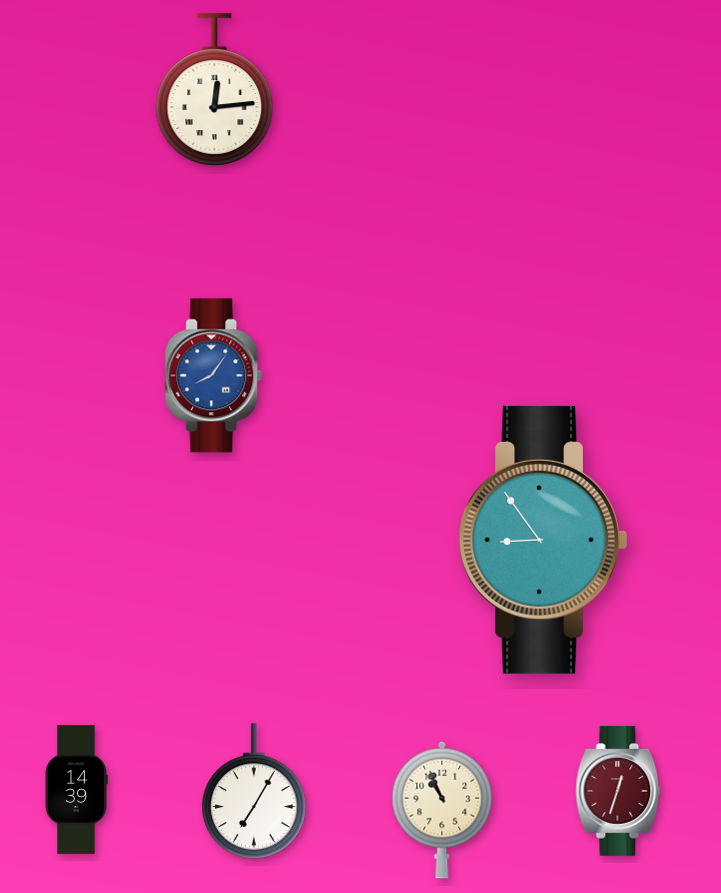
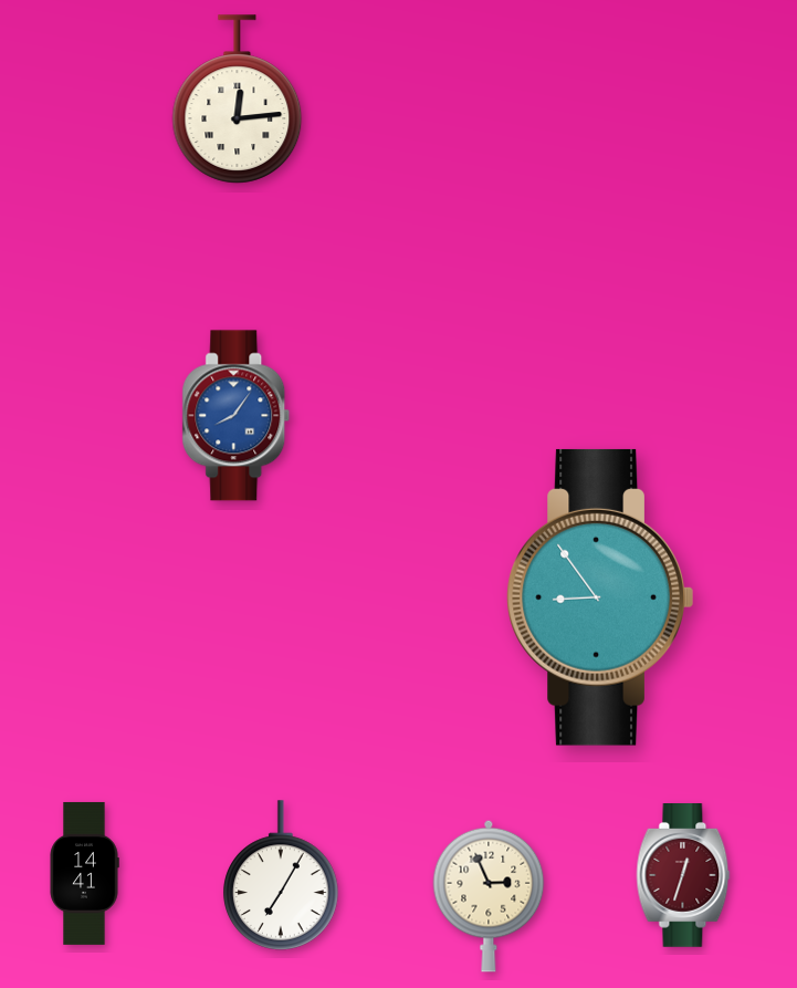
clock at (76, 789): 14:39 -> 14:41
clock at (442, 810): 10:56 -> 2:56
